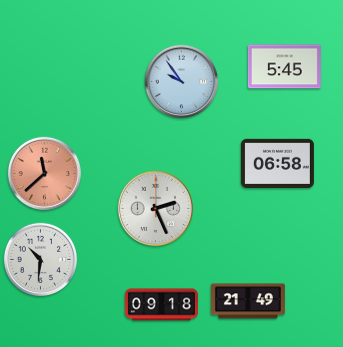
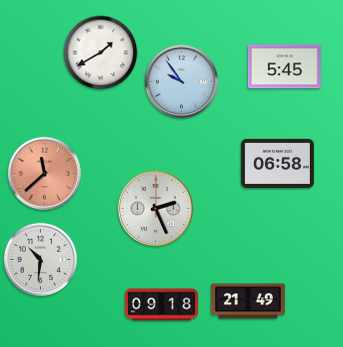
clock at (101, 53): none -> 1:40
